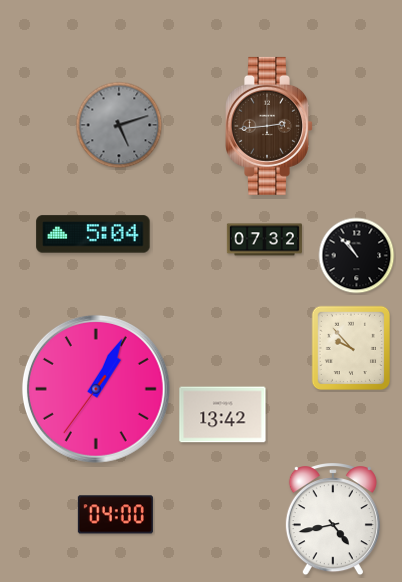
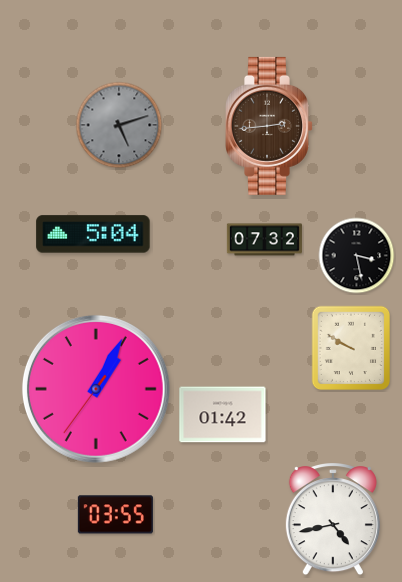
clock at (357, 256): 10:53 -> 3:28
clock at (350, 348): 9:53 -> 9:50
clock at (223, 415): 13:42 -> 01:42
clock at (115, 515): 04:00 -> 03:55
